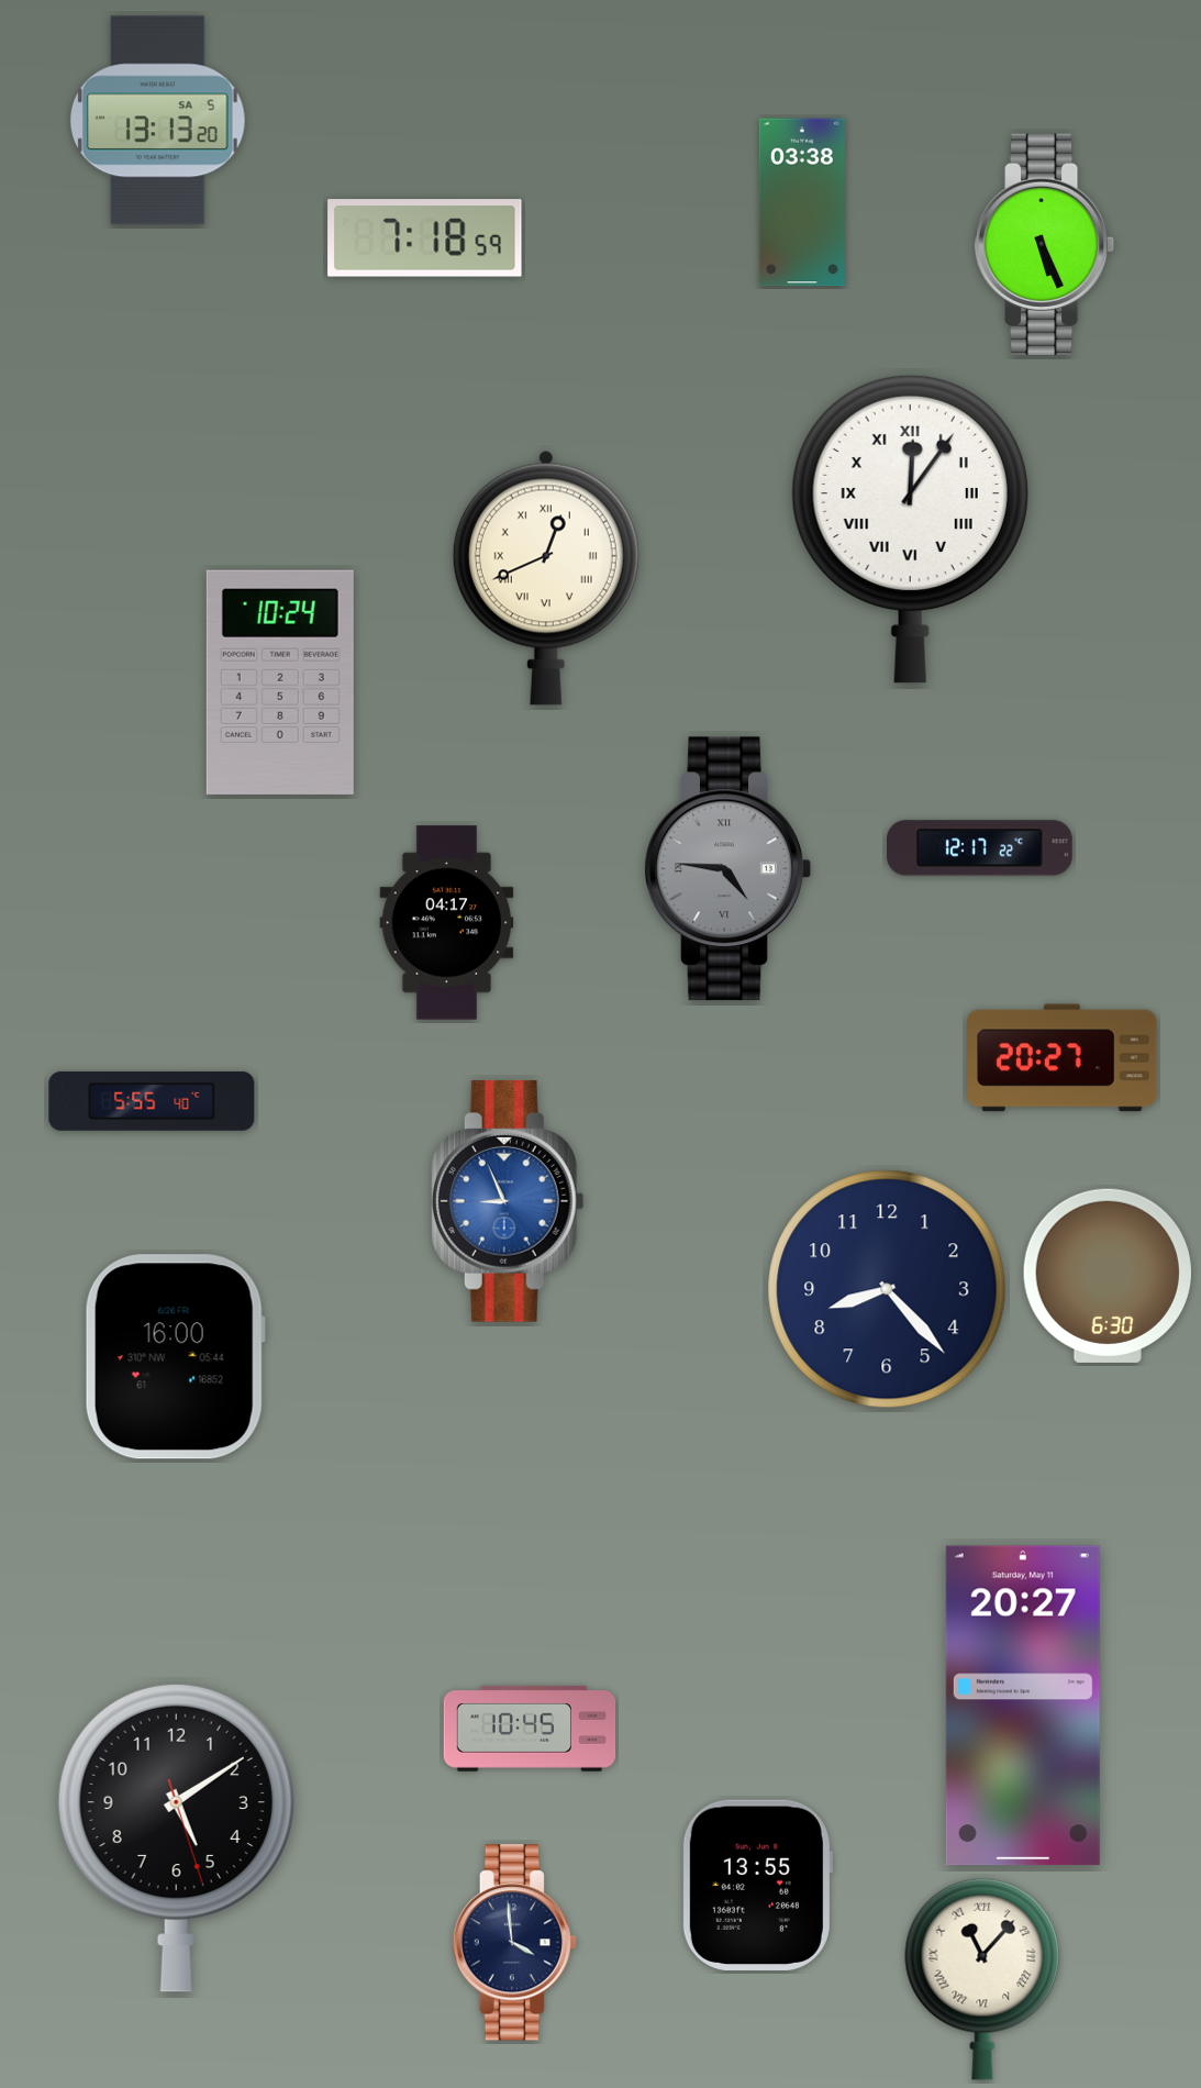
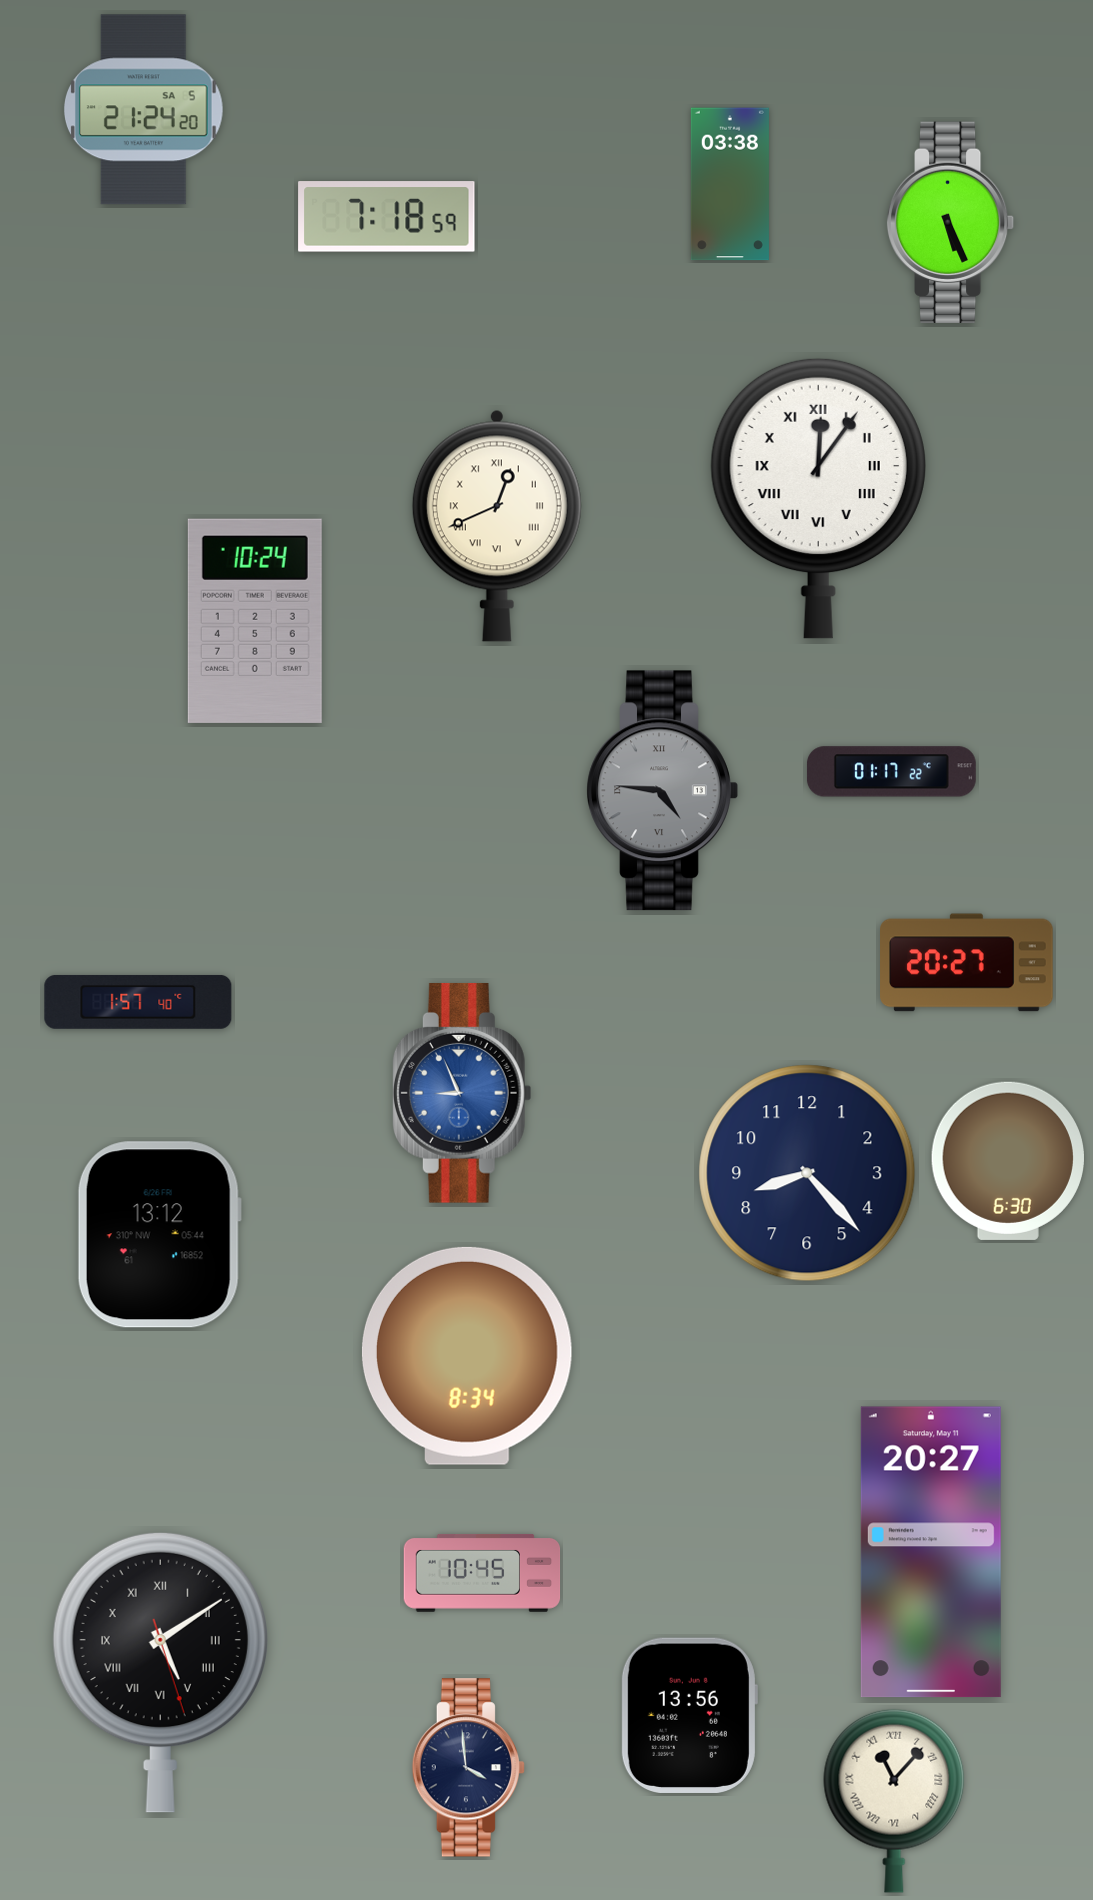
clock at (158, 121): 13:13 -> 21:24
clock at (910, 529) position: (910, 529) -> (818, 498)
clock at (979, 848): 12:17 -> 01:17
clock at (447, 923): 04:17 -> none
clock at (152, 1101): 5:55 -> 1:57
clock at (175, 1357): 16:00 -> 13:12
clock at (467, 1356): none -> 8:34
clock at (176, 1837) numerals: Arabic -> Roman
clock at (757, 1885): 13:55 -> 13:56
